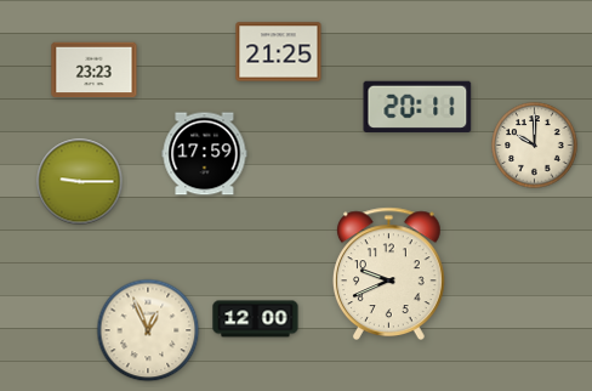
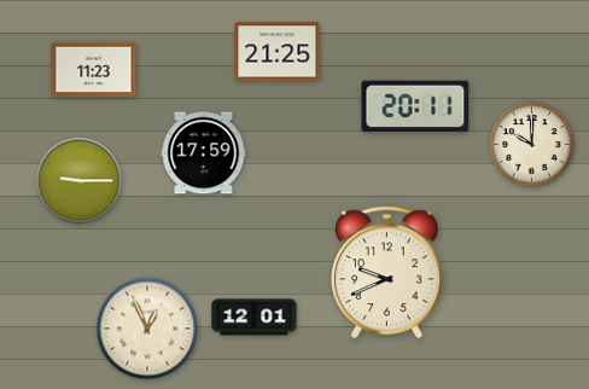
clock at (95, 70): 23:23 -> 11:23
clock at (256, 319): 12:00 -> 12:01
